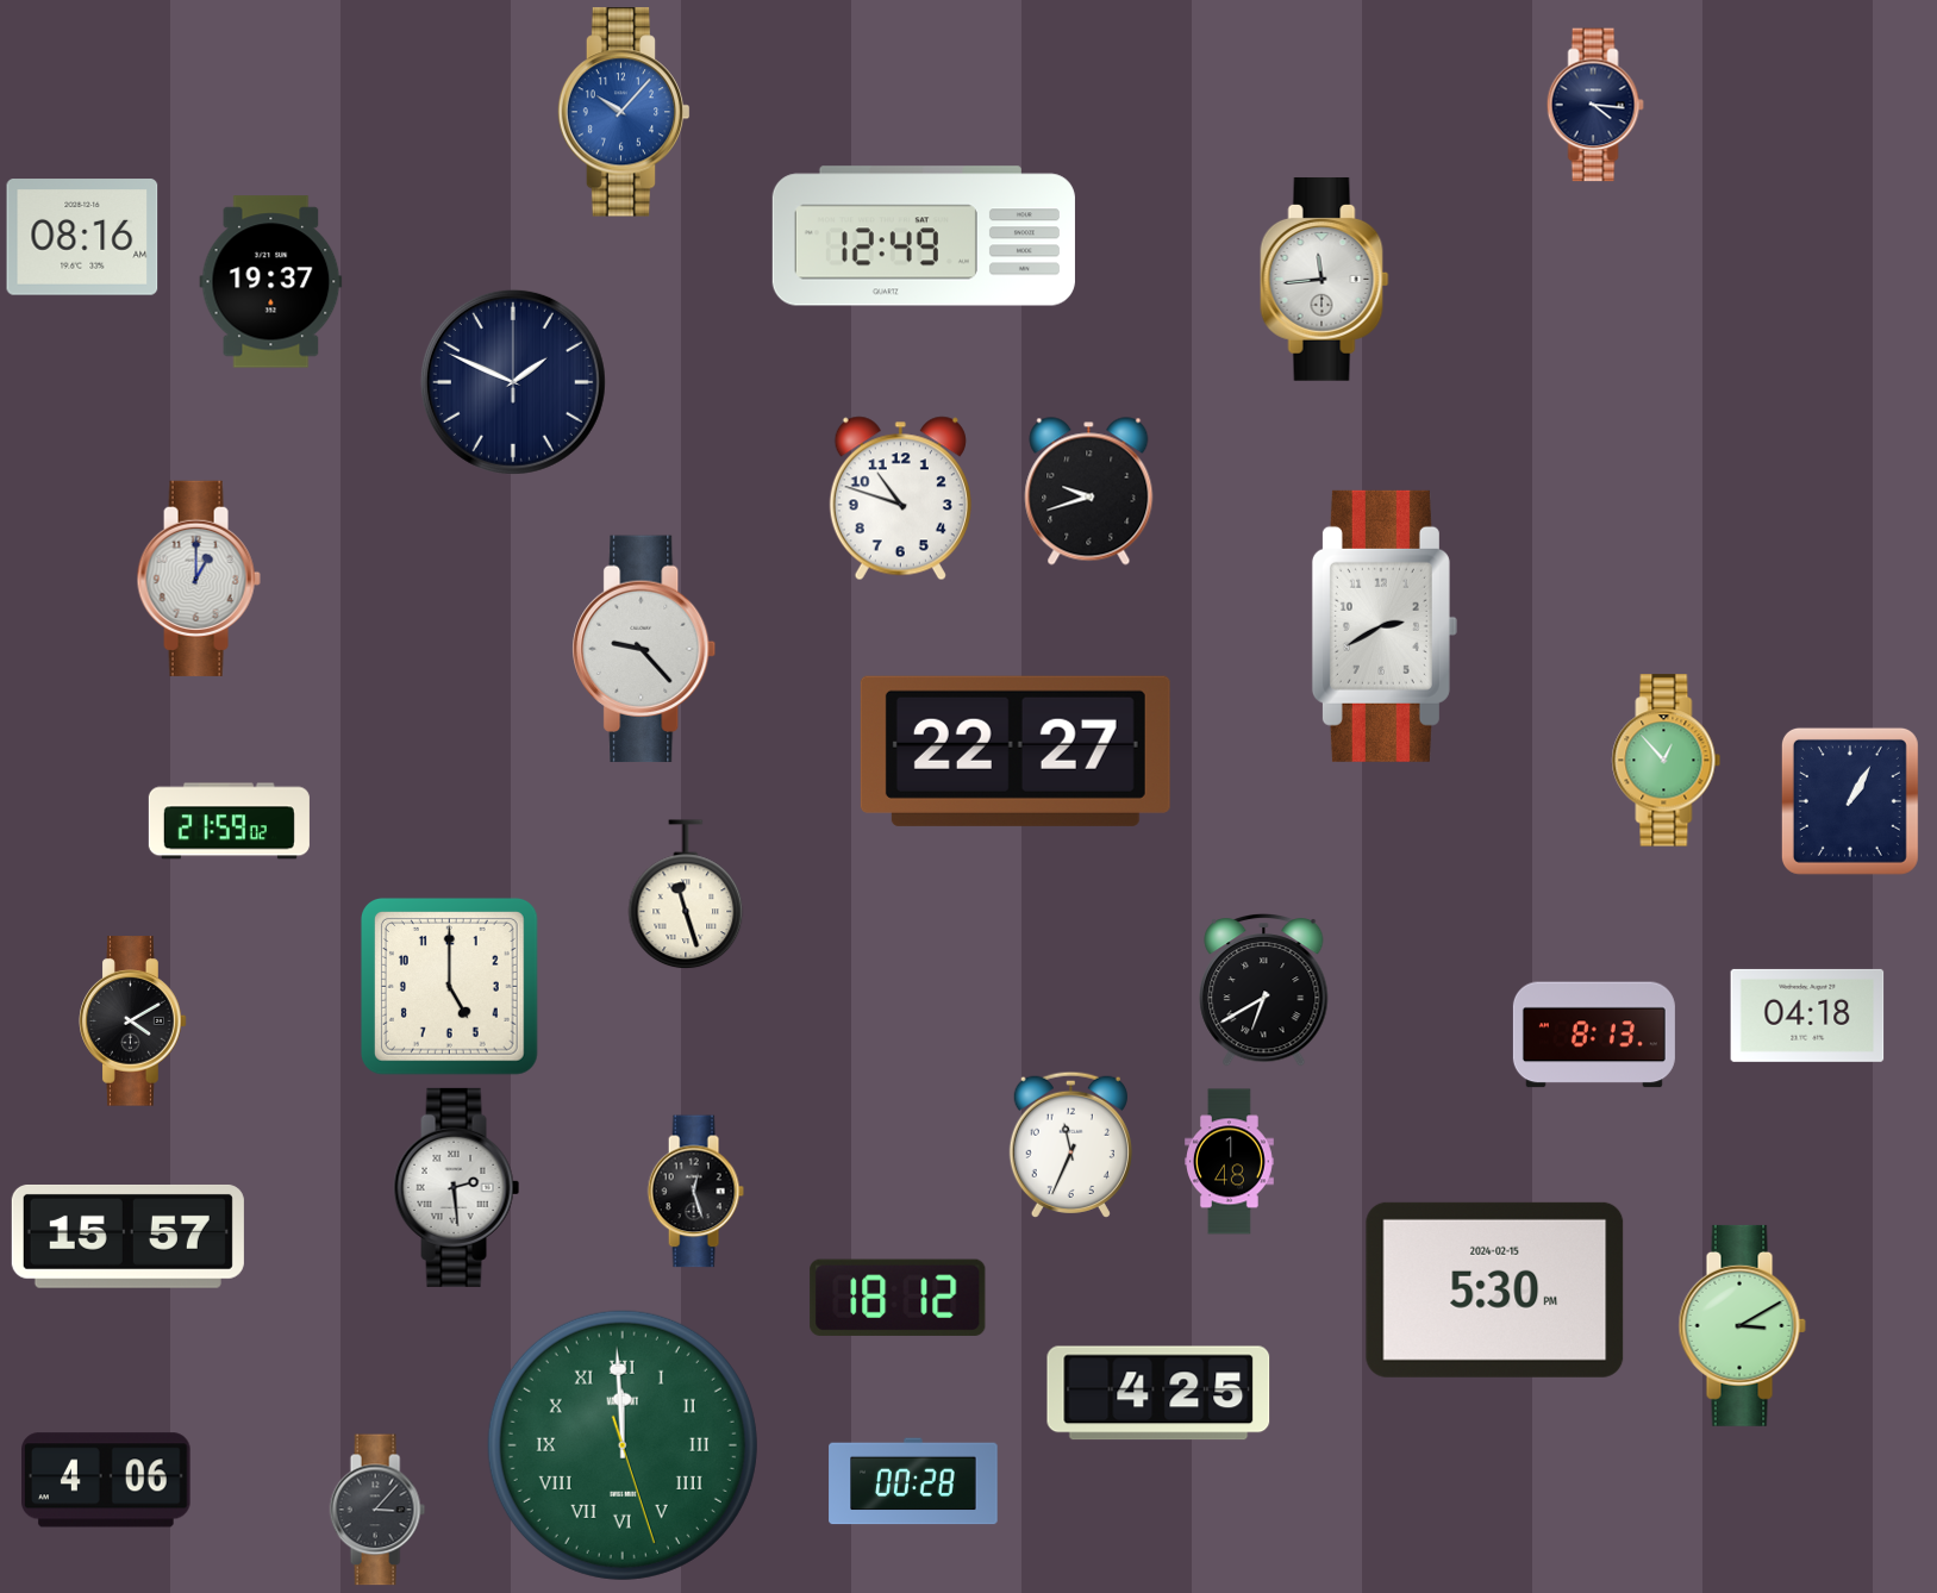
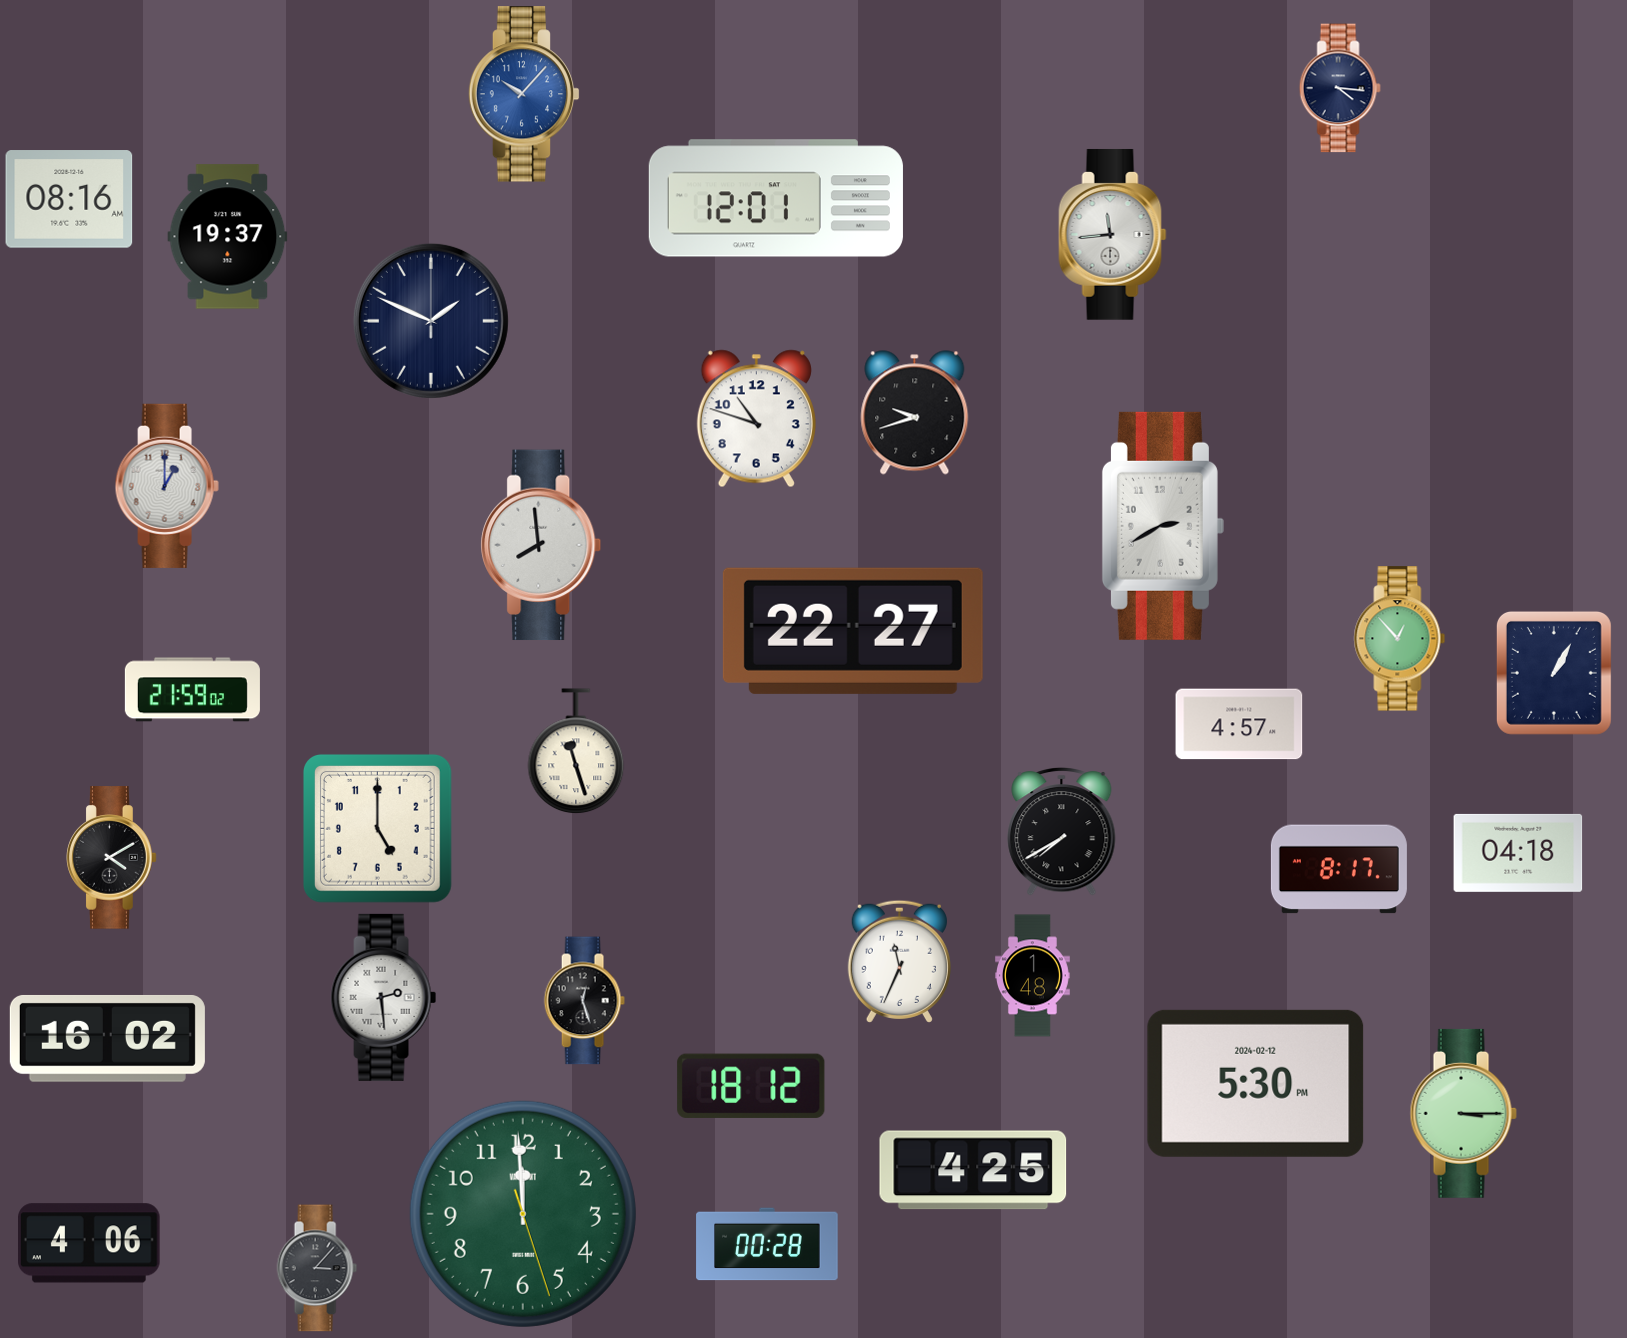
clock at (924, 236): 12:49 -> 12:01
clock at (644, 649): 9:23 -> 7:59
clock at (1239, 724): none -> 4:57
clock at (1264, 989): 6:40 -> 7:40
clock at (1594, 1035): 8:13 -> 8:17
clock at (127, 1236): 15:57 -> 16:02
clock at (1495, 1289) date: 2024-02-15 -> 2024-02-12
clock at (898, 1298) position: (898, 1298) -> (751, 1086)
clock at (1742, 1325): 3:10 -> 3:15
clock at (623, 1445) numerals: Roman -> Arabic
